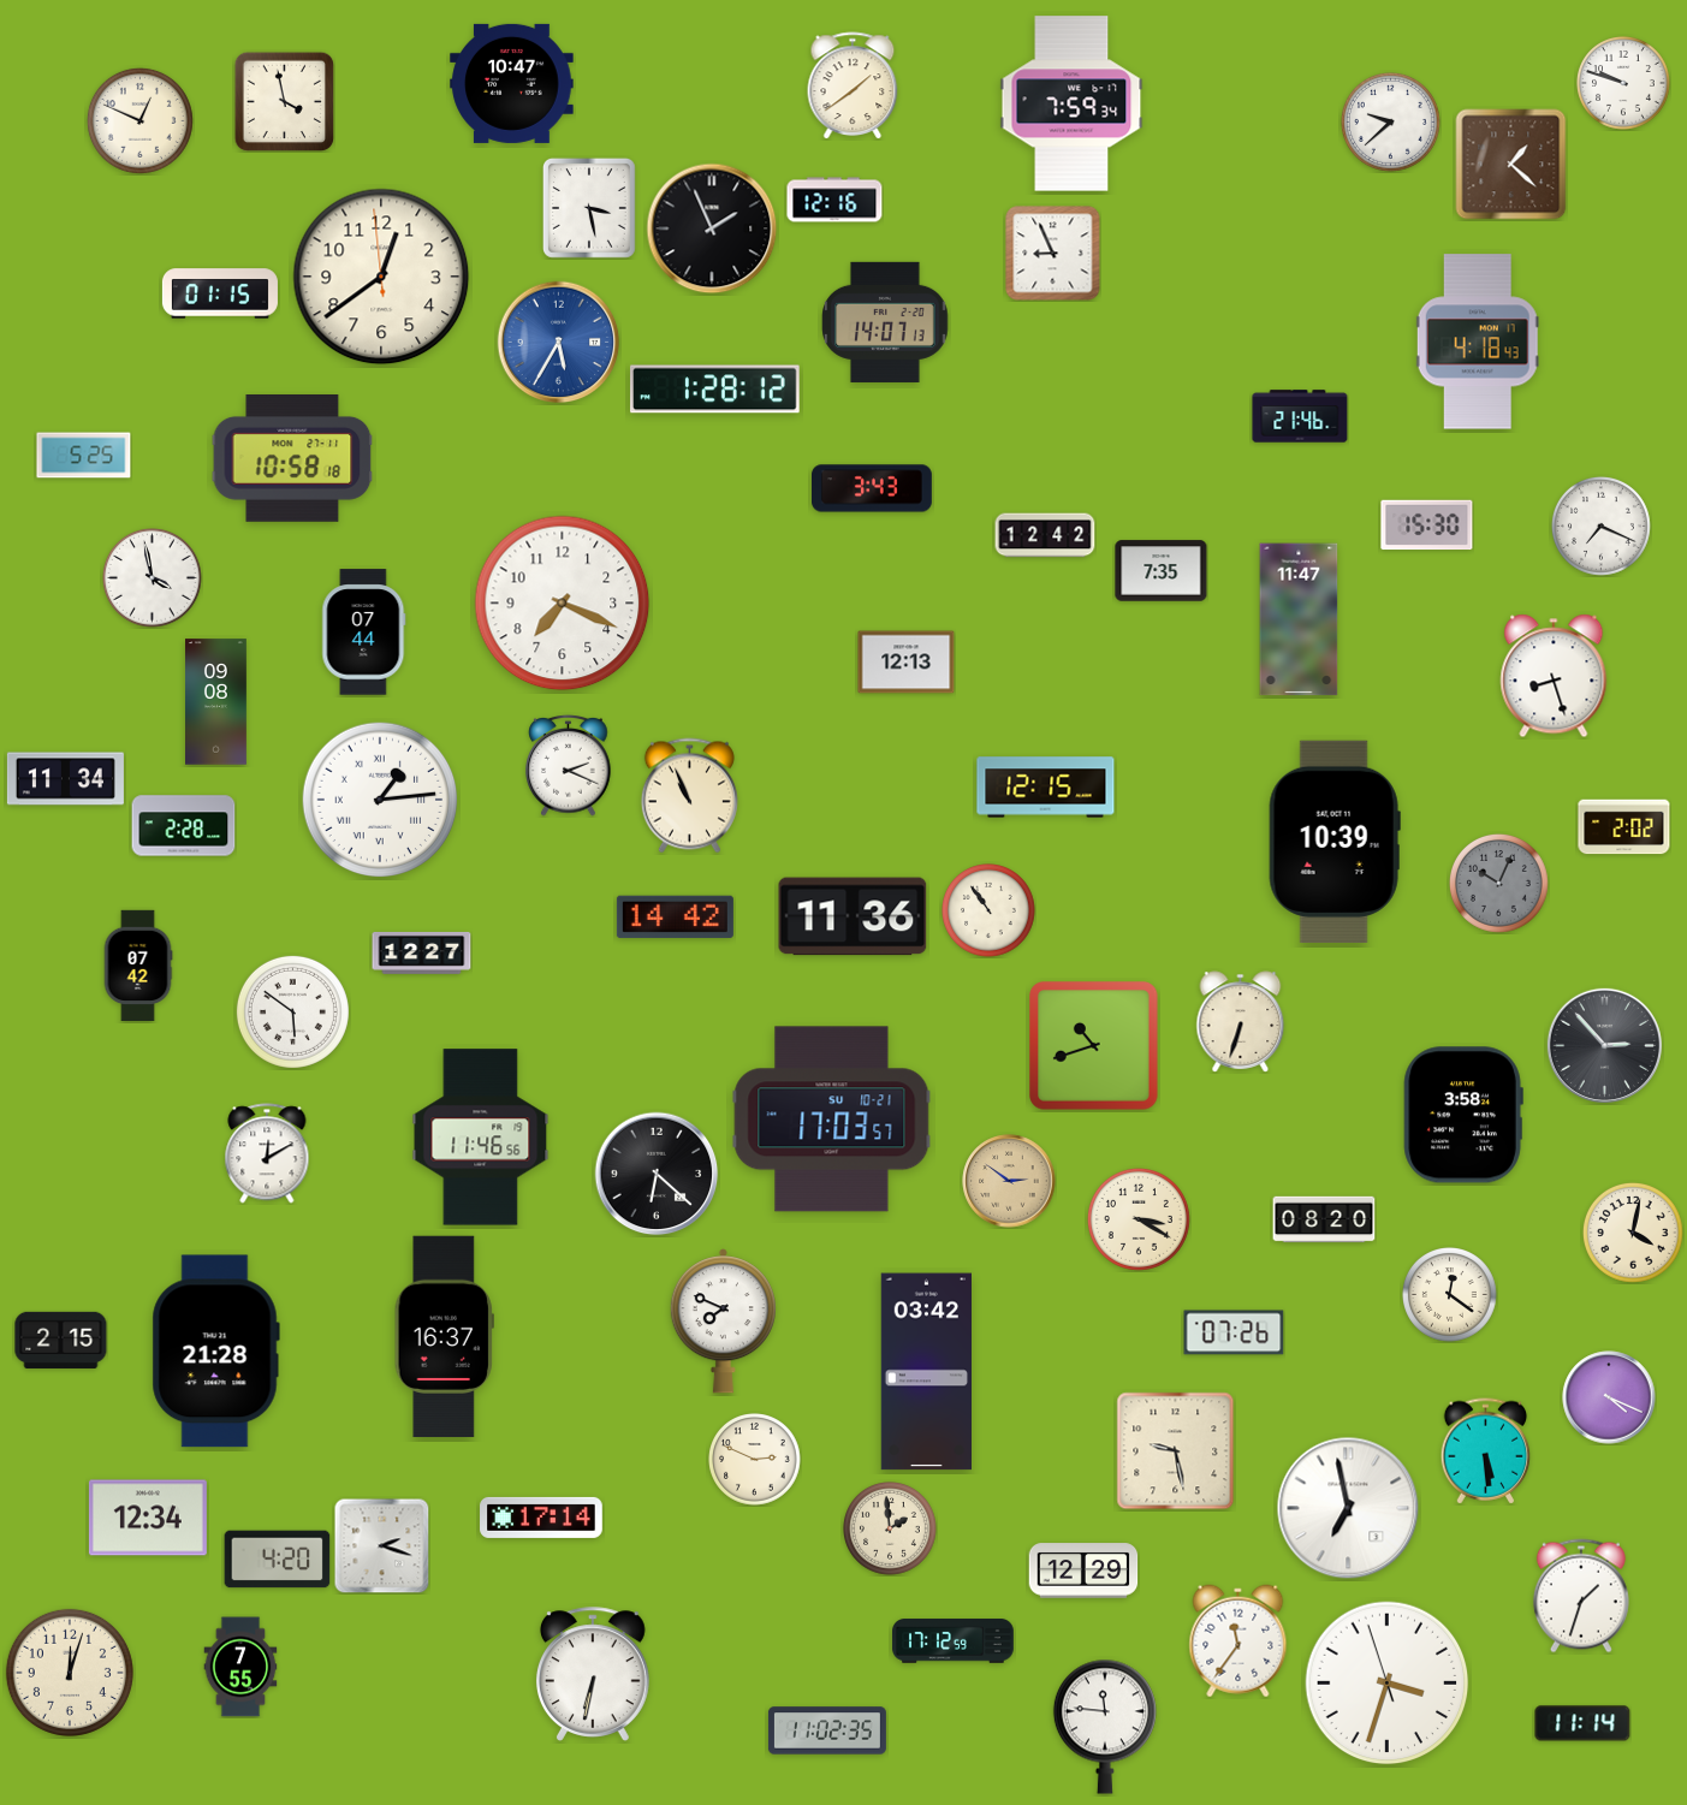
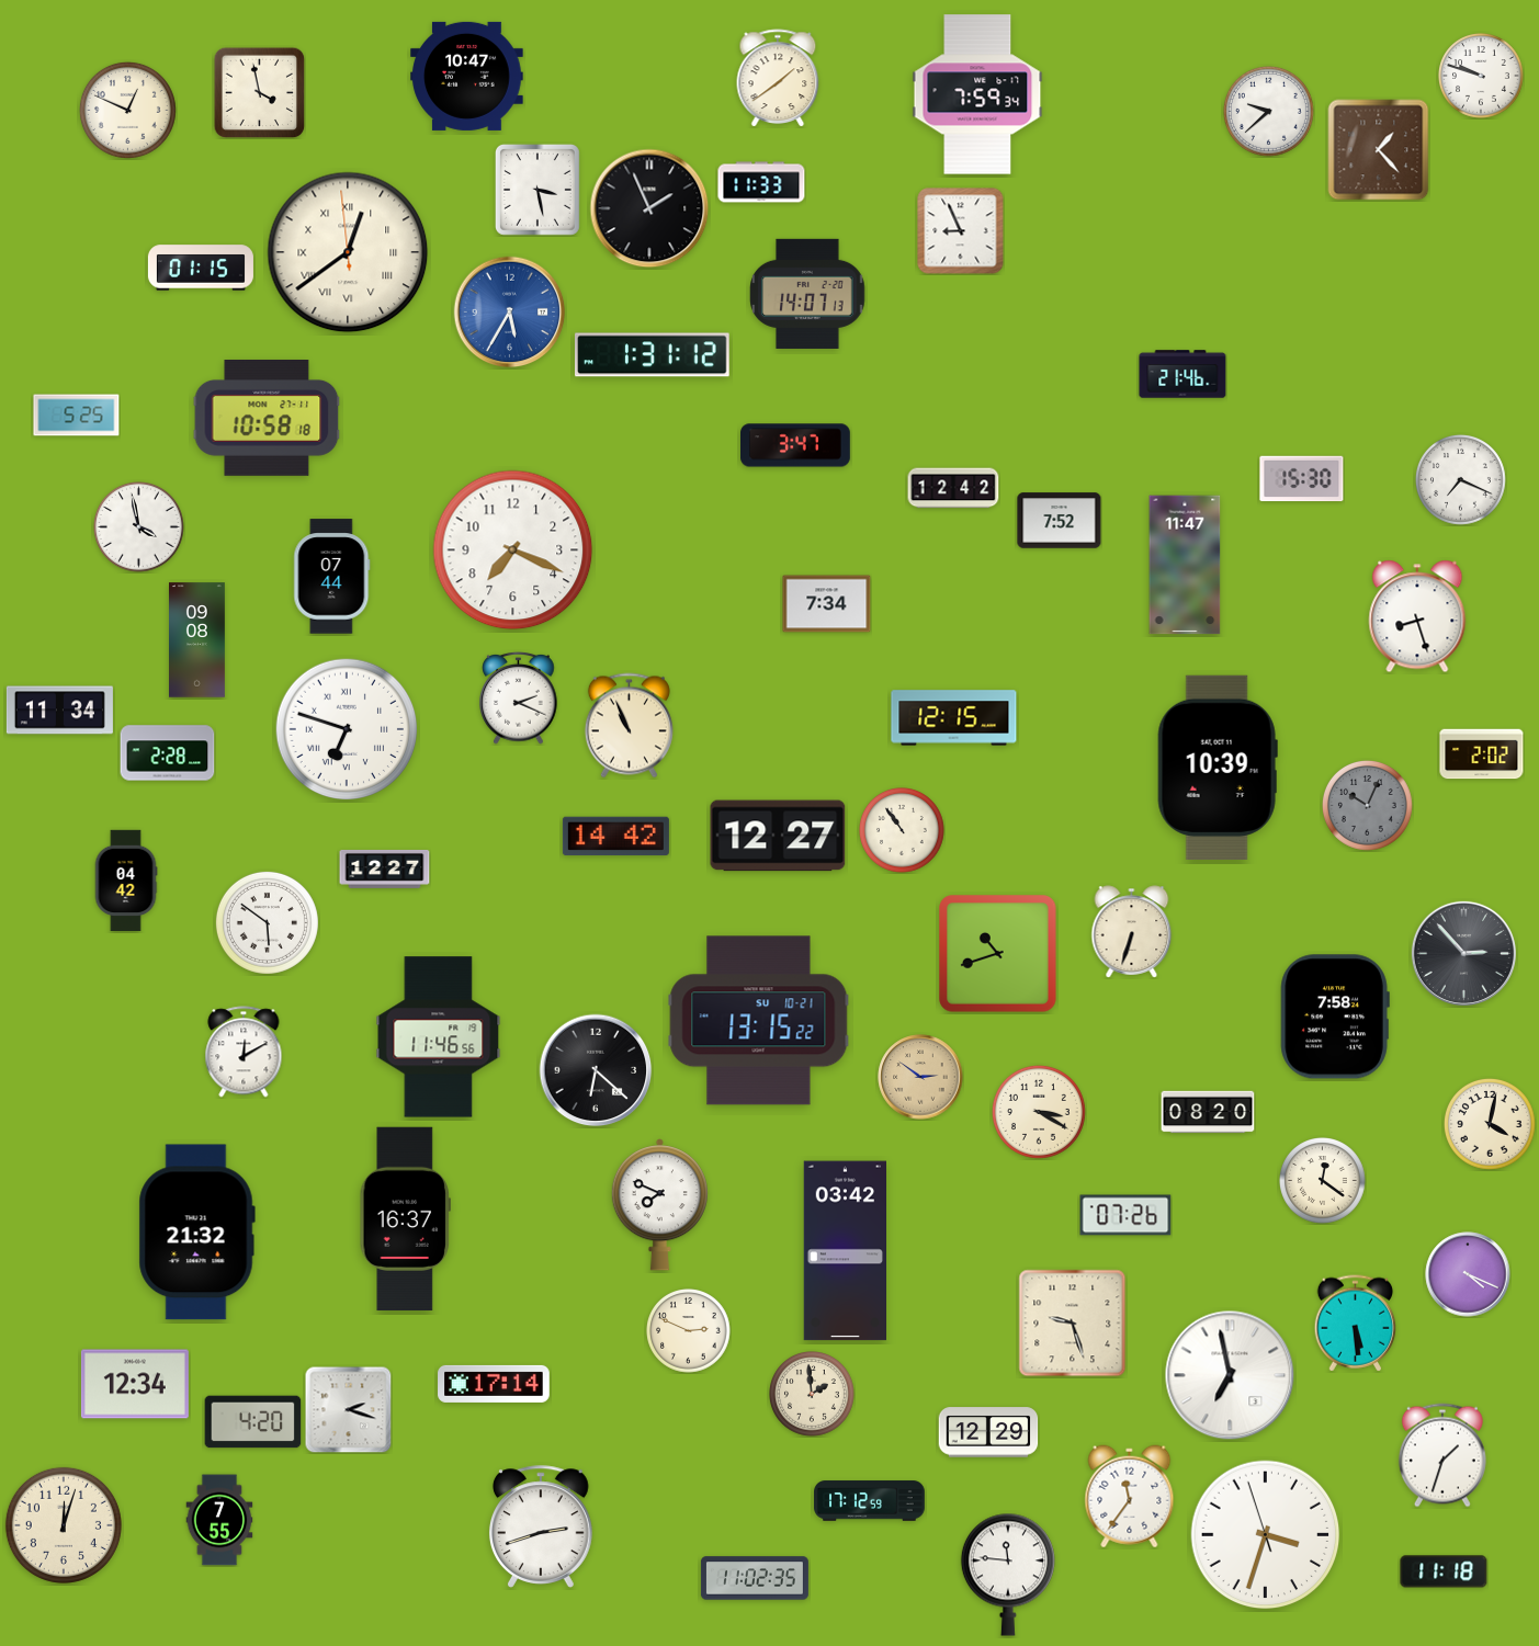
clock at (1511, 165): 1:22 -> 1:23
clock at (834, 200): 12:16 -> 11:33
clock at (381, 277) numerals: Arabic -> Roman
clock at (1478, 342): 4:18 -> none
clock at (715, 390): 1:28 -> 1:31
clock at (1300, 416) position: (1300, 416) -> (1182, 374)
clock at (873, 488): 3:43 -> 3:47
clock at (1162, 571): 7:35 -> 7:52
clock at (907, 663): 12:13 -> 7:34
clock at (380, 800): 1:14 -> 6:48
clock at (853, 916): 11:36 -> 12:27
clock at (138, 966): 07:42 -> 04:42
clock at (1463, 1115): 3:58 -> 7:58
clock at (832, 1120): 17:03 -> 13:15
clock at (657, 1174) position: (657, 1174) -> (596, 1070)
clock at (61, 1340): 2:15 -> none
clock at (215, 1352): 21:28 -> 21:32
clock at (1176, 1451): 9:28 -> 9:27
clock at (954, 1641) position: (954, 1641) -> (870, 1501)
clock at (593, 1674): 6:32 -> 2:42
clock at (1582, 1723): 11:14 -> 11:18
